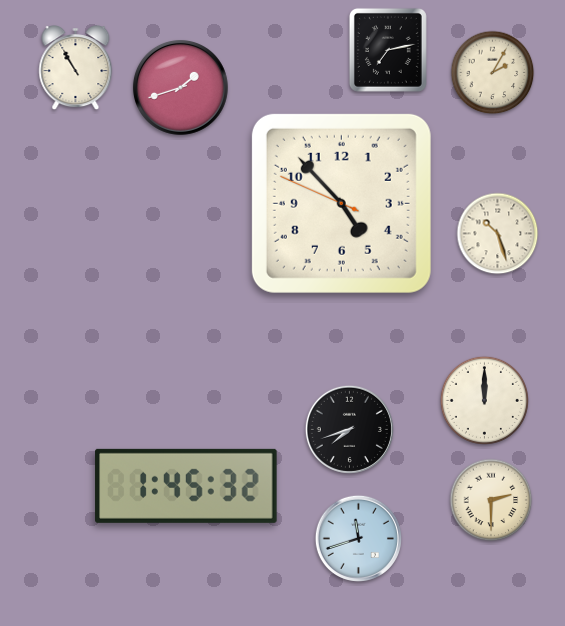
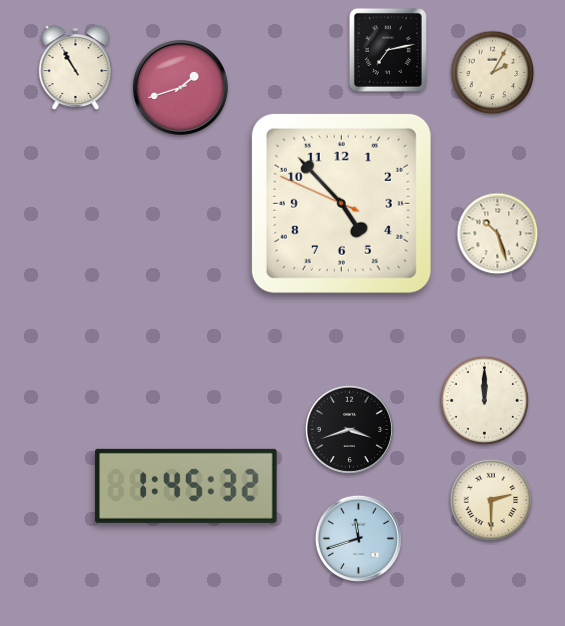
clock at (349, 429): 7:42 -> 3:42
